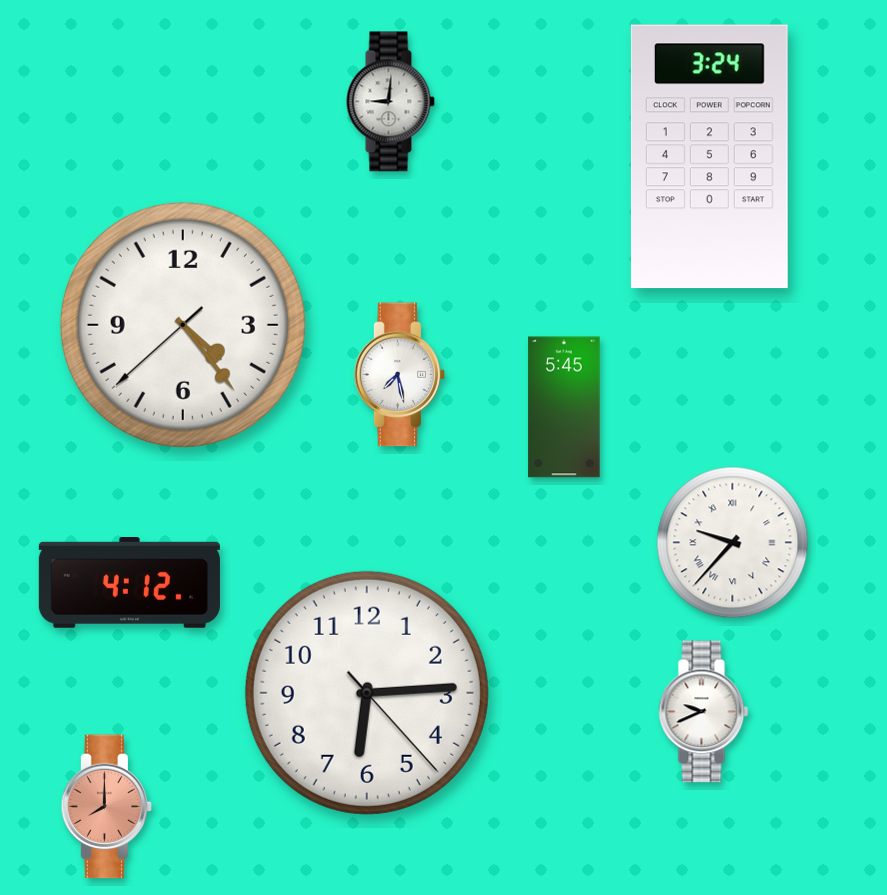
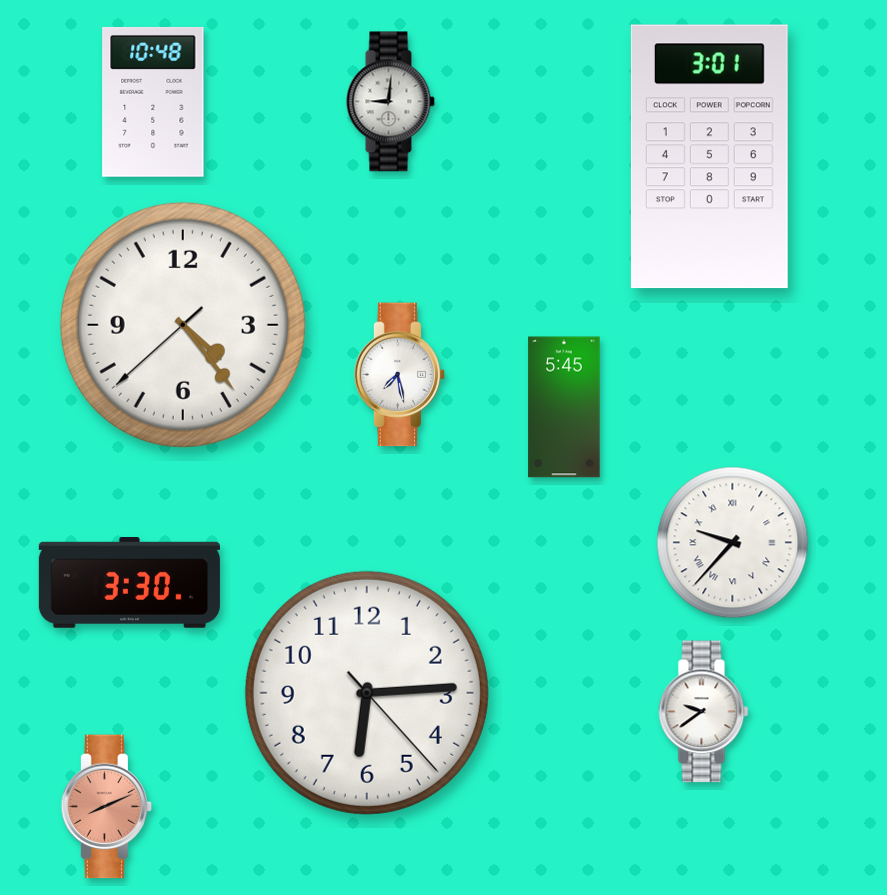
clock at (153, 102): none -> 10:48
clock at (709, 157): 3:24 -> 3:01
clock at (129, 583): 4:12 -> 3:30
clock at (704, 712): 9:41 -> 9:39
clock at (107, 807): 8:00 -> 8:11
